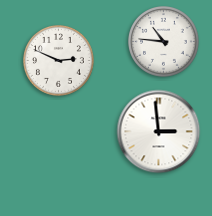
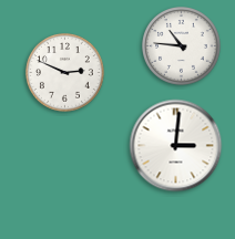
clock at (59, 61) position: (59, 61) -> (65, 73)
clock at (159, 132): 2:59 -> 3:01
